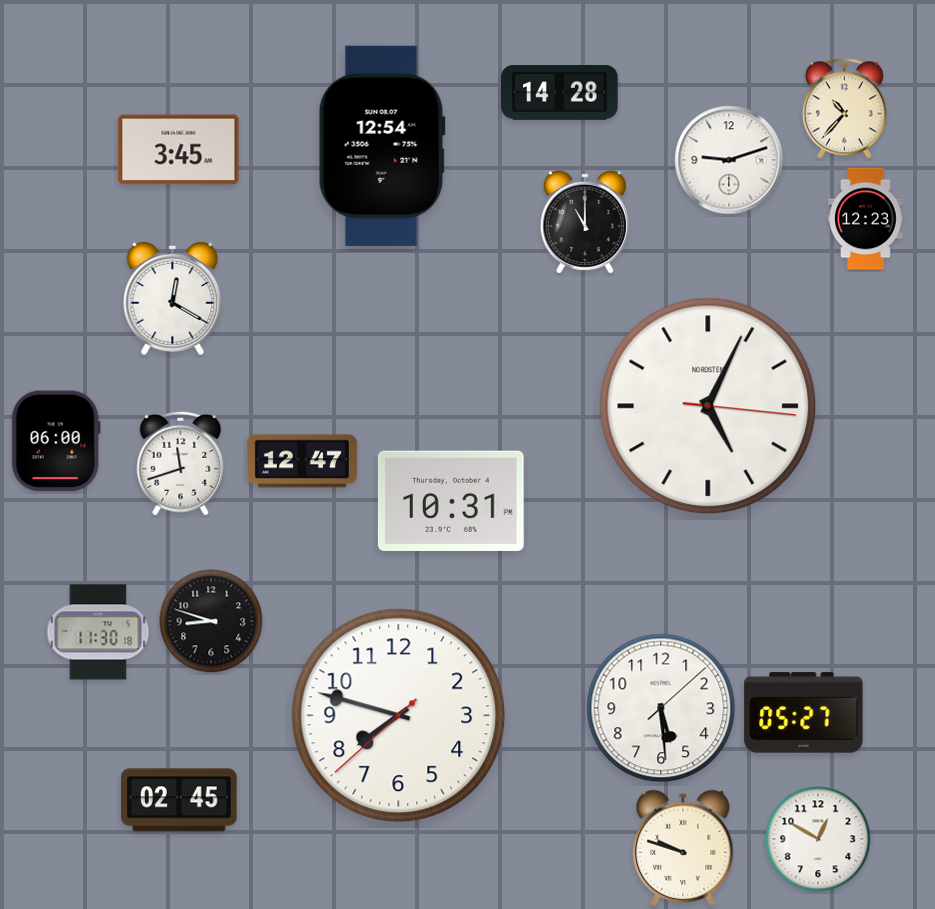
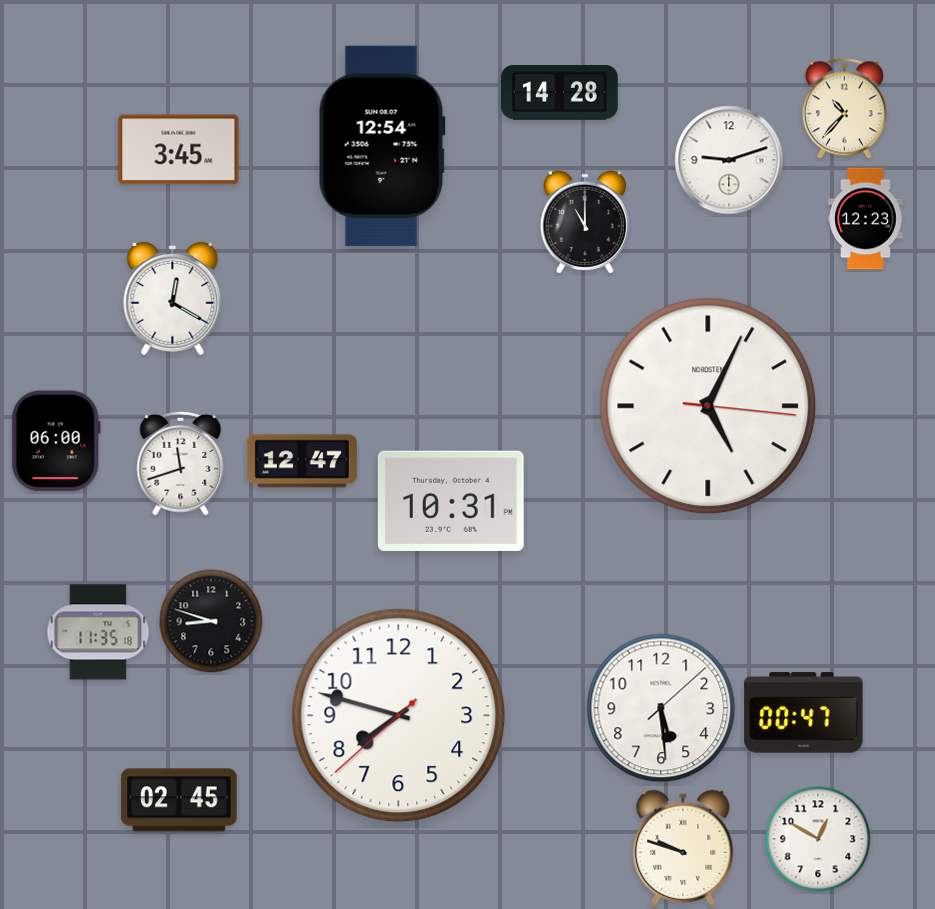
clock at (98, 632): 11:30 -> 11:35
clock at (804, 713): 05:27 -> 00:47
